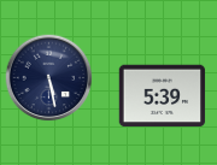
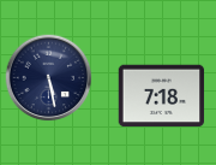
clock at (163, 96): 5:39 -> 7:18
